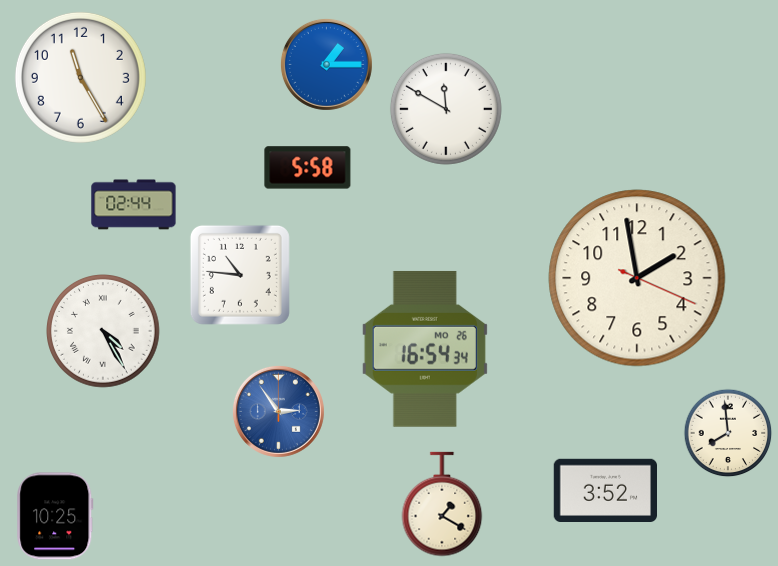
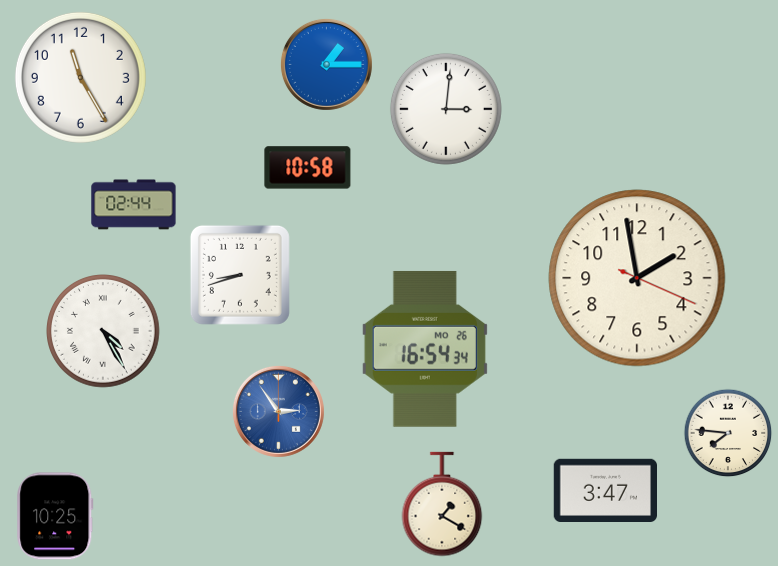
clock at (446, 109): 11:50 -> 3:01
clock at (308, 168): 5:58 -> 10:58
clock at (240, 275): 10:46 -> 8:42
clock at (728, 433): 7:59 -> 7:46
clock at (605, 490): 3:52 -> 3:47
